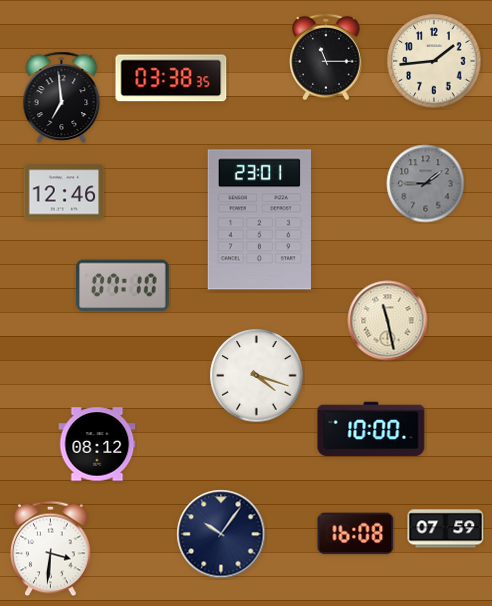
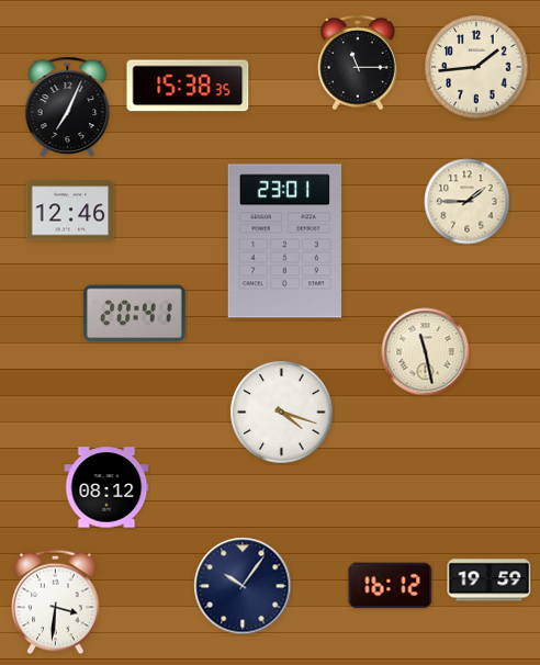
clock at (171, 78): 03:38 -> 15:38
clock at (62, 97): 6:59 -> 7:04
clock at (426, 184) dial: grey -> cream
clock at (123, 286): 07:10 -> 20:41
clock at (371, 429): 10:00 -> none
clock at (446, 529): 07:59 -> 19:59
clock at (356, 534): 16:08 -> 16:12
